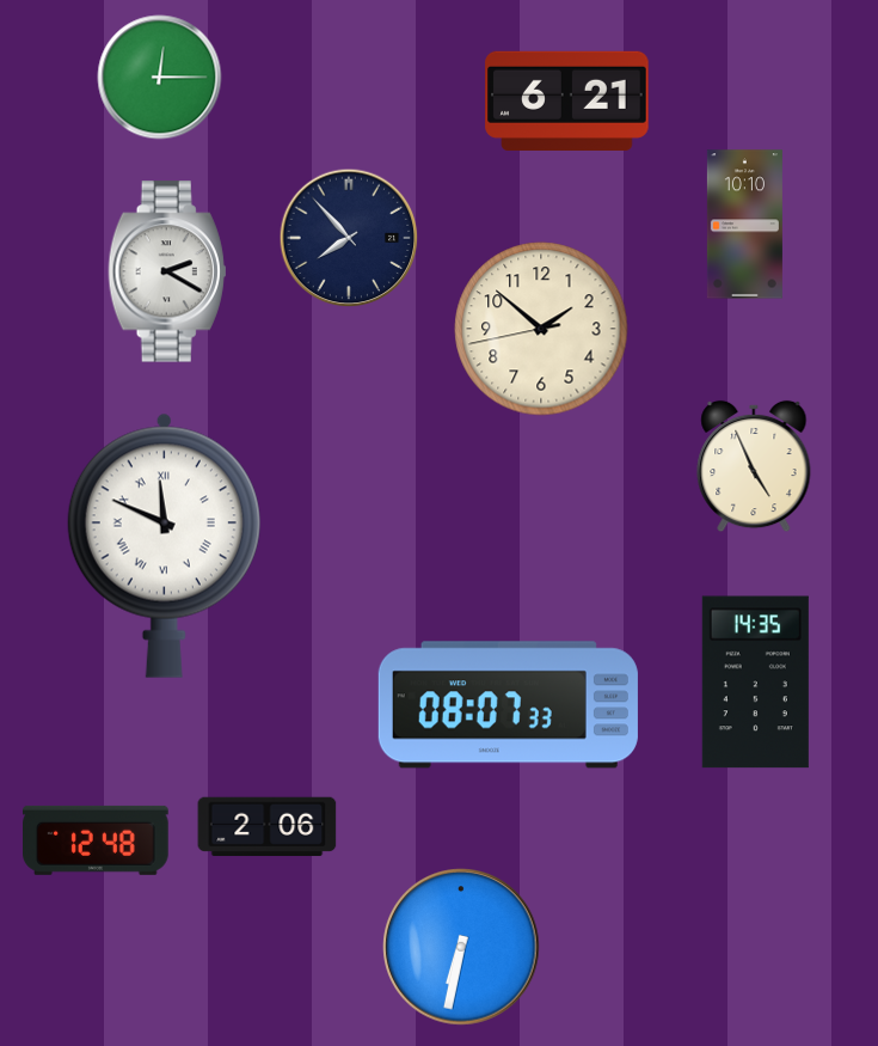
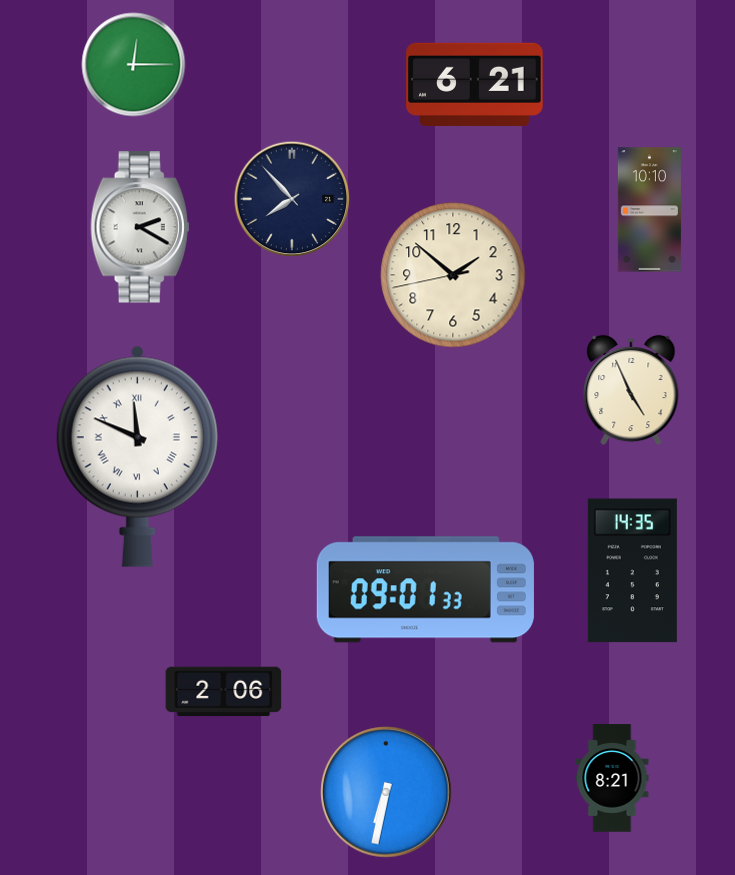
clock at (744, 225) position: (744, 225) -> (649, 210)
clock at (508, 705): 08:07 -> 09:01
clock at (97, 840): 12:48 -> none
clock at (612, 778): none -> 8:21
